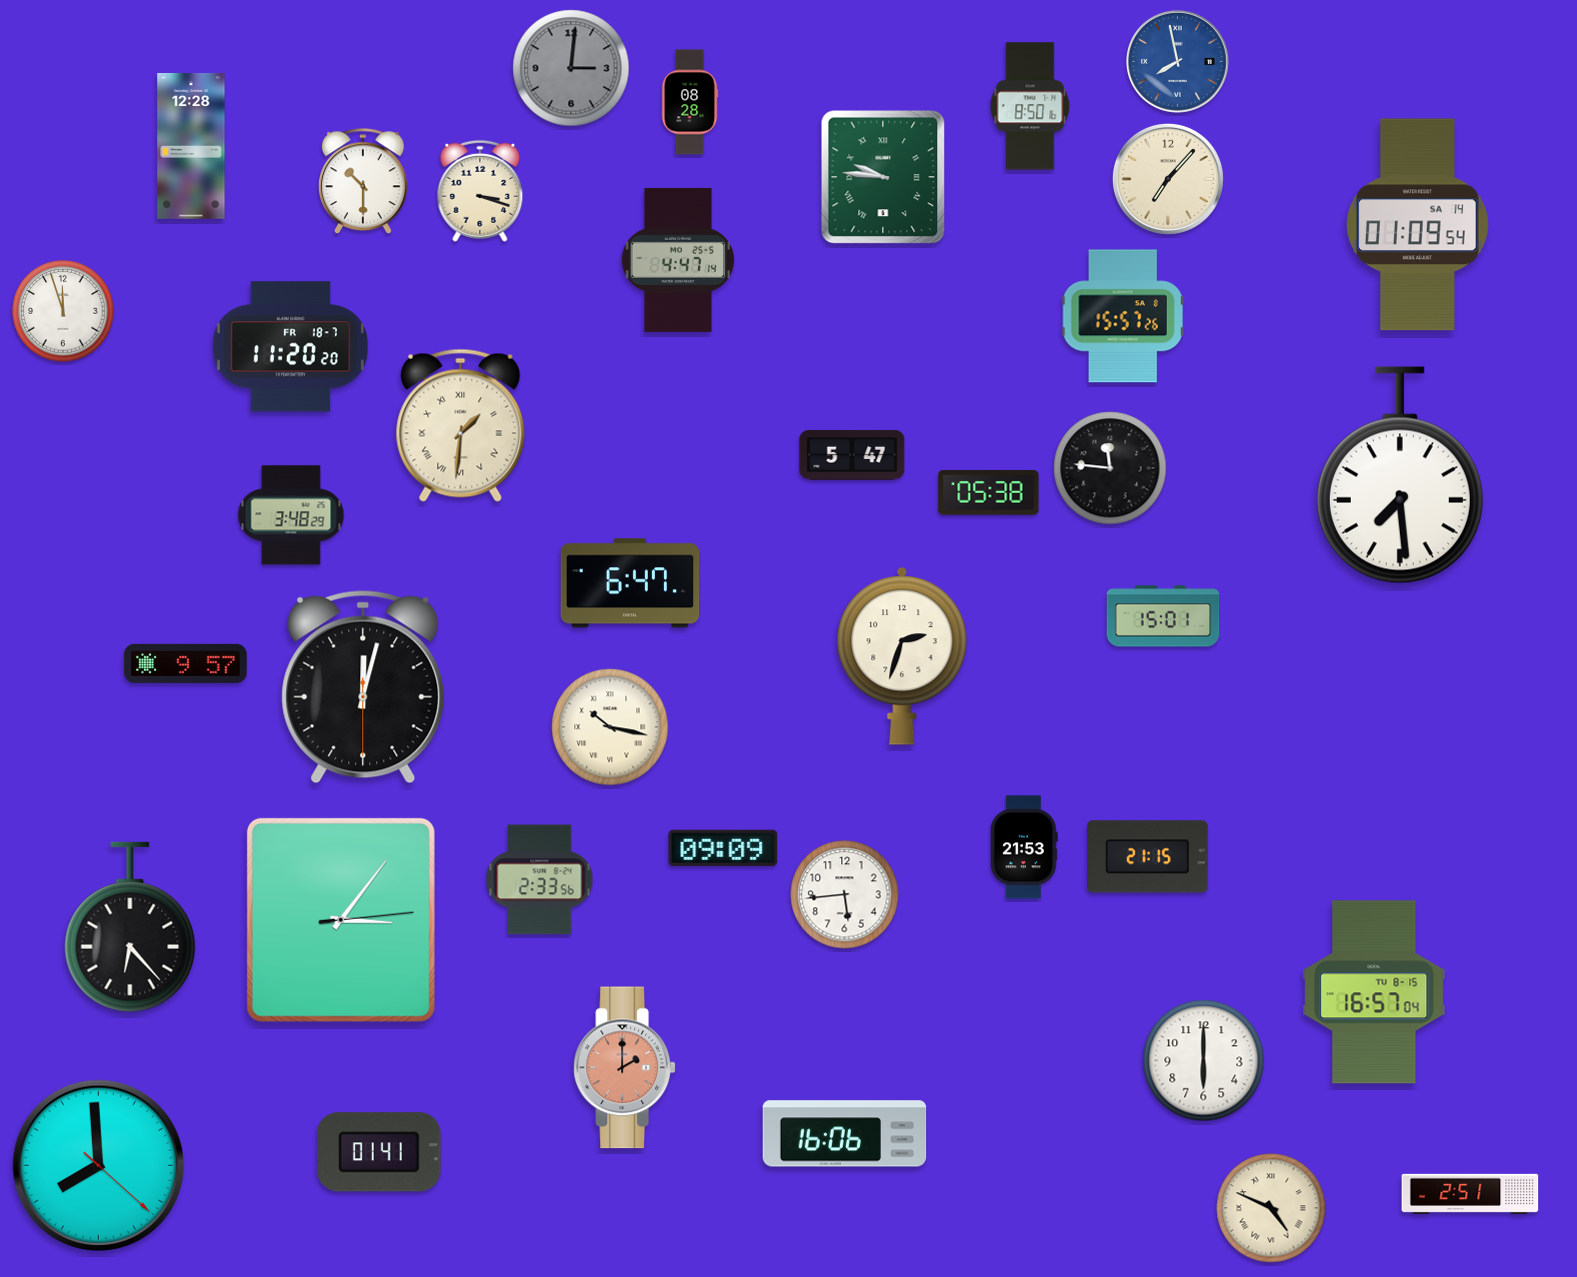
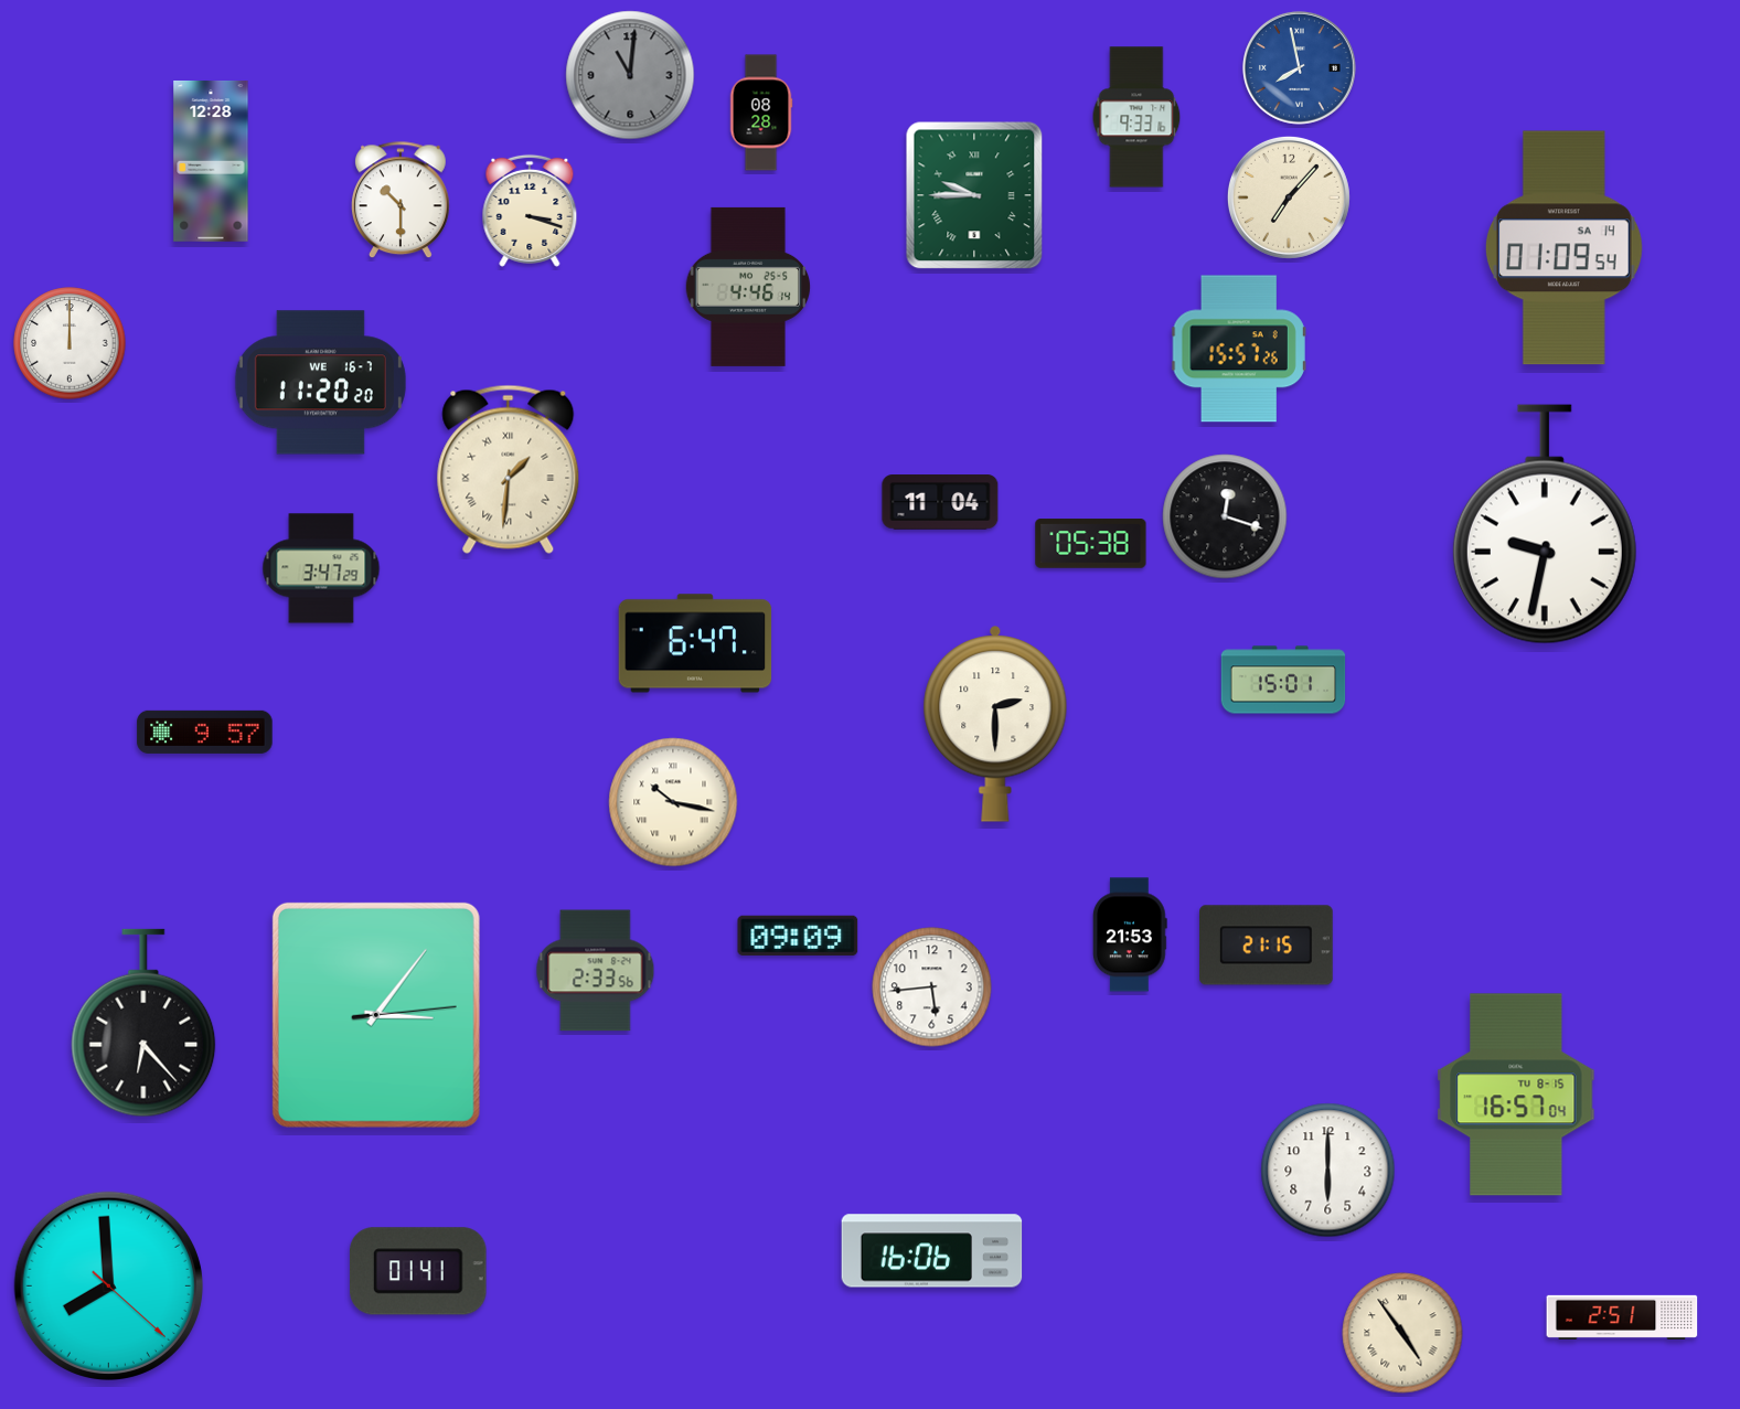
clock at (571, 68): 3:01 -> 11:01
clock at (1030, 106): 8:50 -> 9:33
clock at (883, 177): 9:46 -> 9:45
clock at (677, 260): 4:47 -> 4:46
clock at (63, 311): 11:57 -> 12:00
clock at (290, 347) date: FR 18-7 -> WE 16-7
clock at (852, 455): 5:47 -> 11:04
clock at (1110, 468): 11:46 -> 12:18
clock at (1400, 475): 7:29 -> 9:32
clock at (291, 515): 3:48 -> 3:47
clock at (902, 656): 2:33 -> 2:30
clock at (363, 687): 12:02 -> none
clock at (624, 1068): 2:00 -> none
clock at (1271, 1208): 4:49 -> 4:54
